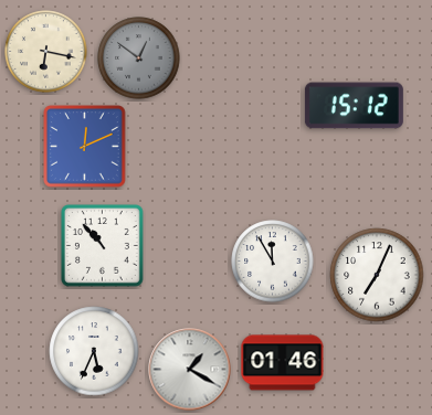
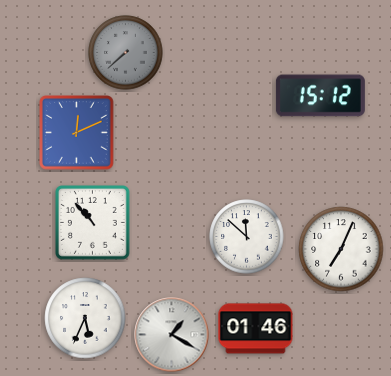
clock at (46, 52): 6:17 -> none
clock at (139, 58): 12:51 -> 7:38
clock at (273, 262): 11:55 -> 11:52
